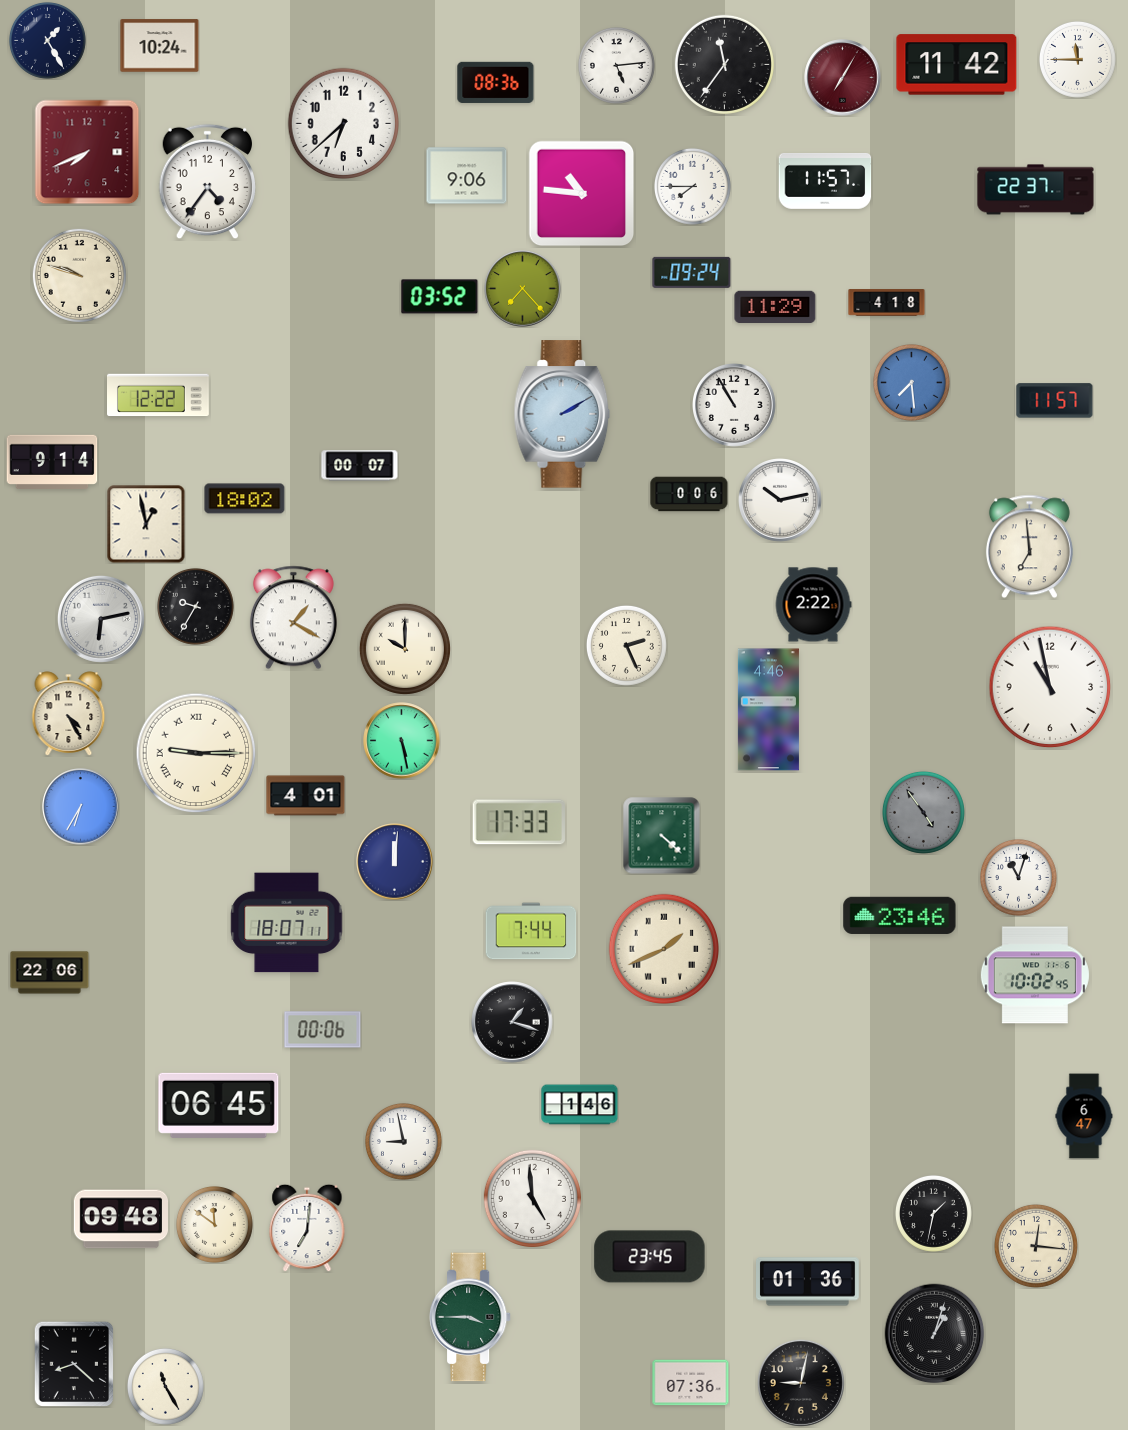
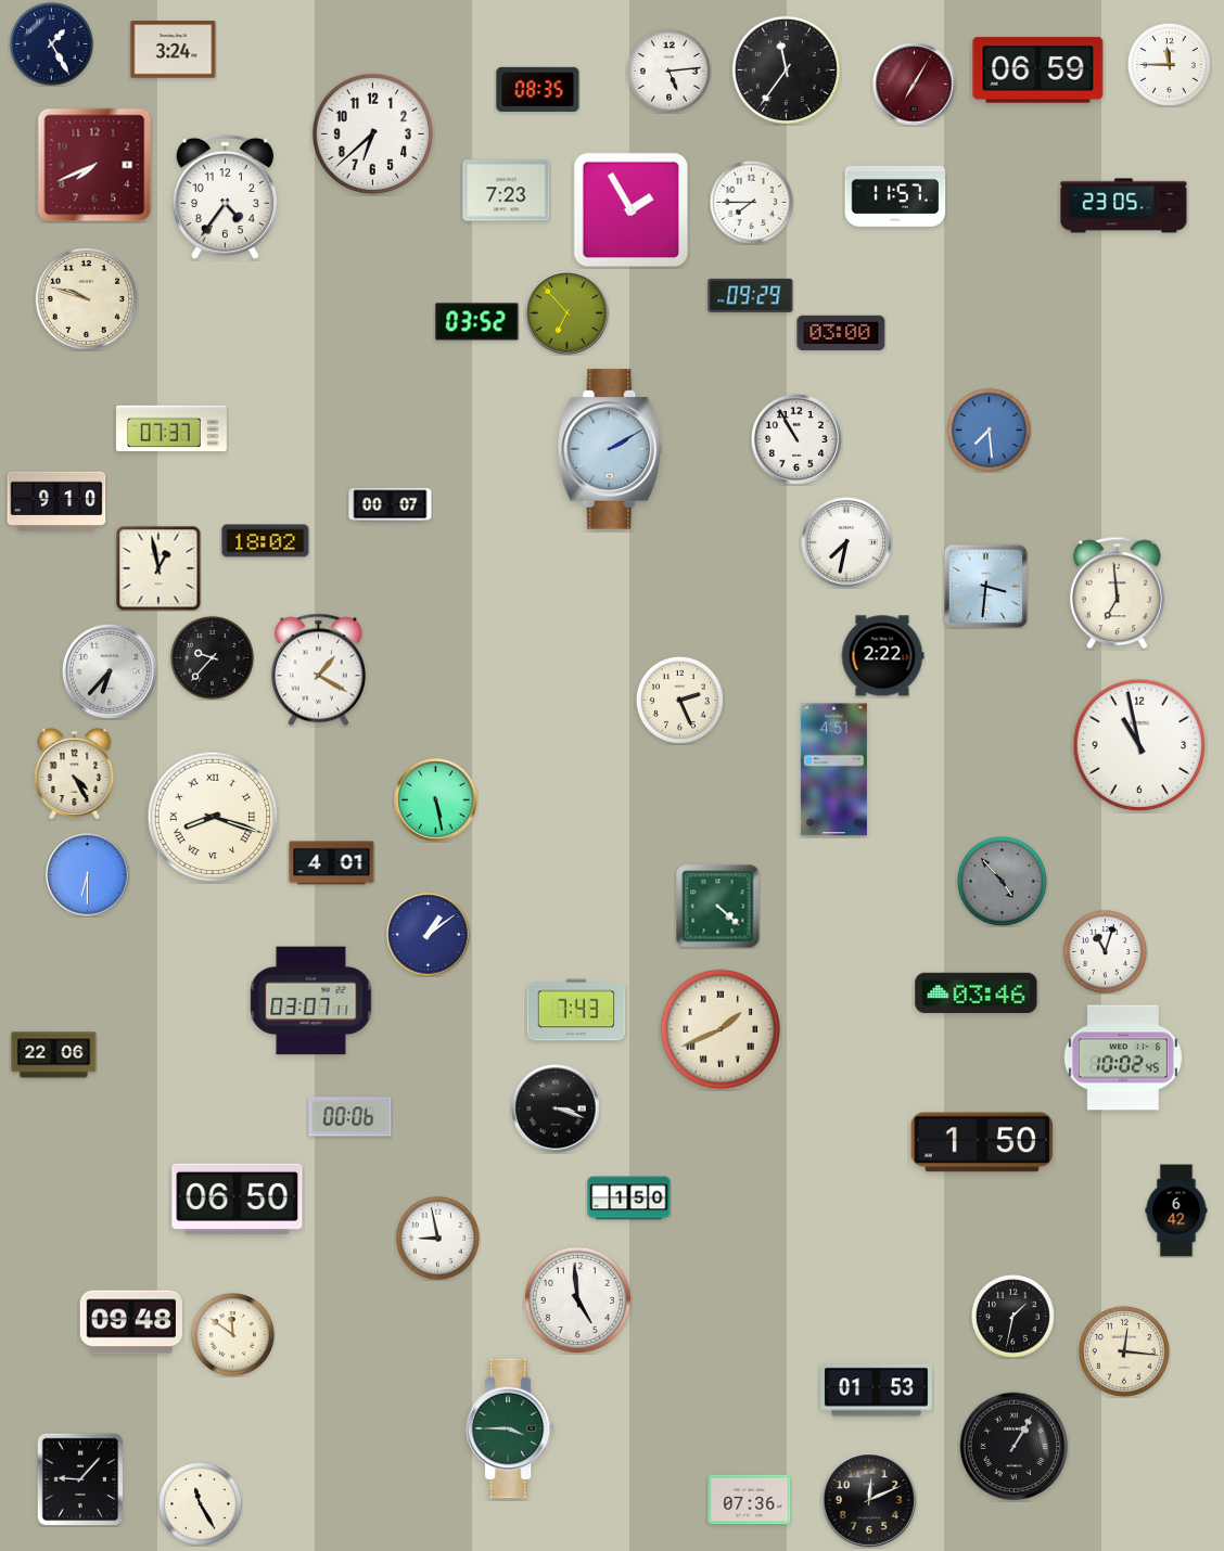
clock at (160, 46): 10:24 -> 3:24
clock at (957, 65): 11:42 -> 06:59
clock at (496, 82): 08:36 -> 08:35
clock at (467, 176): 9:06 -> 7:23
clock at (1036, 190): 22:37 -> 23:05
clock at (582, 194): 10:46 -> 1:55
clock at (692, 272): 09:24 -> 09:29
clock at (523, 289): 7:23 -> 6:53
clock at (887, 303): 4:18 -> none
clock at (775, 307): 11:29 -> 03:00
clock at (911, 382) position: (911, 382) -> (989, 430)
clock at (159, 395): 12:22 -> 07:37
clock at (1055, 401): 11:57 -> none
clock at (52, 461): 9:14 -> 9:10
clock at (689, 494): 0:06 -> none
clock at (781, 501): 10:13 -> 7:32
clock at (985, 586): none -> 3:31
clock at (195, 606): 9:35 -> 9:37
clock at (101, 619): 6:13 -> 6:37
clock at (405, 649): 10:00 -> none
clock at (768, 710): 4:46 -> 4:51
clock at (402, 741) position: (402, 741) -> (436, 800)
clock at (196, 753): 9:15 -> 8:18
clock at (81, 807): 6:35 -> 6:30
clock at (923, 812): 4:54 -> 4:53
clock at (518, 822): 17:33 -> none
clock at (395, 862): 12:01 -> 1:09
clock at (900, 915): 23:46 -> 03:46
clock at (287, 923): 18:07 -> 03:07
clock at (531, 931): 7:44 -> 7:43
clock at (512, 1022): 1:18 -> 3:18
clock at (982, 1142): none -> 1:50
clock at (219, 1105): 06:45 -> 06:50
clock at (580, 1105): 1:46 -> 1:50
clock at (1084, 1116): 6:47 -> 6:42
clock at (214, 1224) position: (214, 1224) -> (232, 1334)
clock at (307, 1228): 7:01 -> none
clock at (650, 1257): 23:45 -> none
clock at (808, 1282): 01:36 -> 01:53
clock at (935, 1334): 1:03 -> 1:05
clock at (73, 1364): 8:22 -> 9:07
clock at (801, 1383): 9:02 -> 12:11
clock at (165, 1386) position: (165, 1386) -> (200, 1503)
